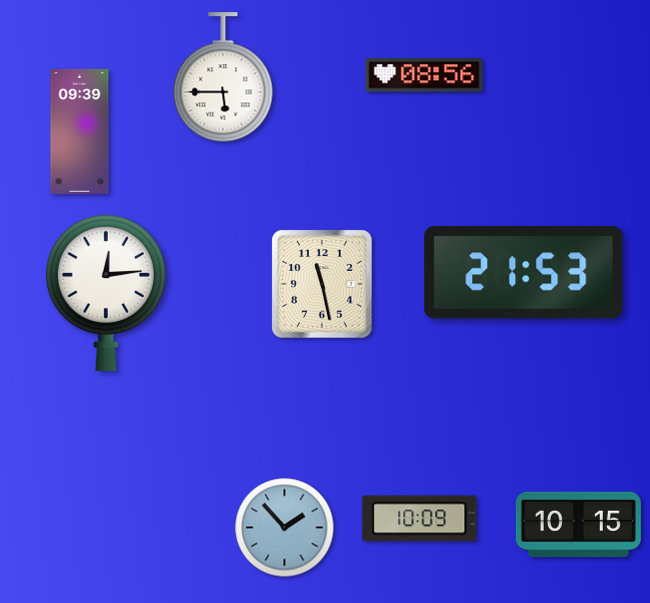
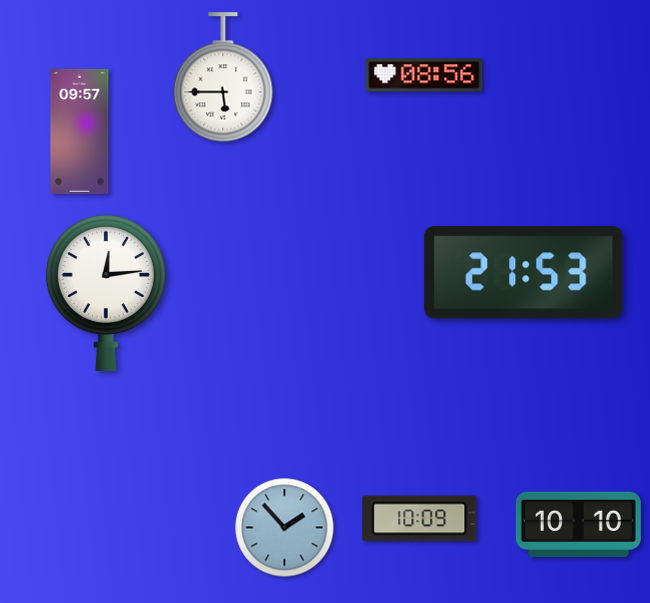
clock at (80, 131): 09:39 -> 09:57
clock at (322, 284): 11:28 -> none
clock at (578, 525): 10:15 -> 10:10
